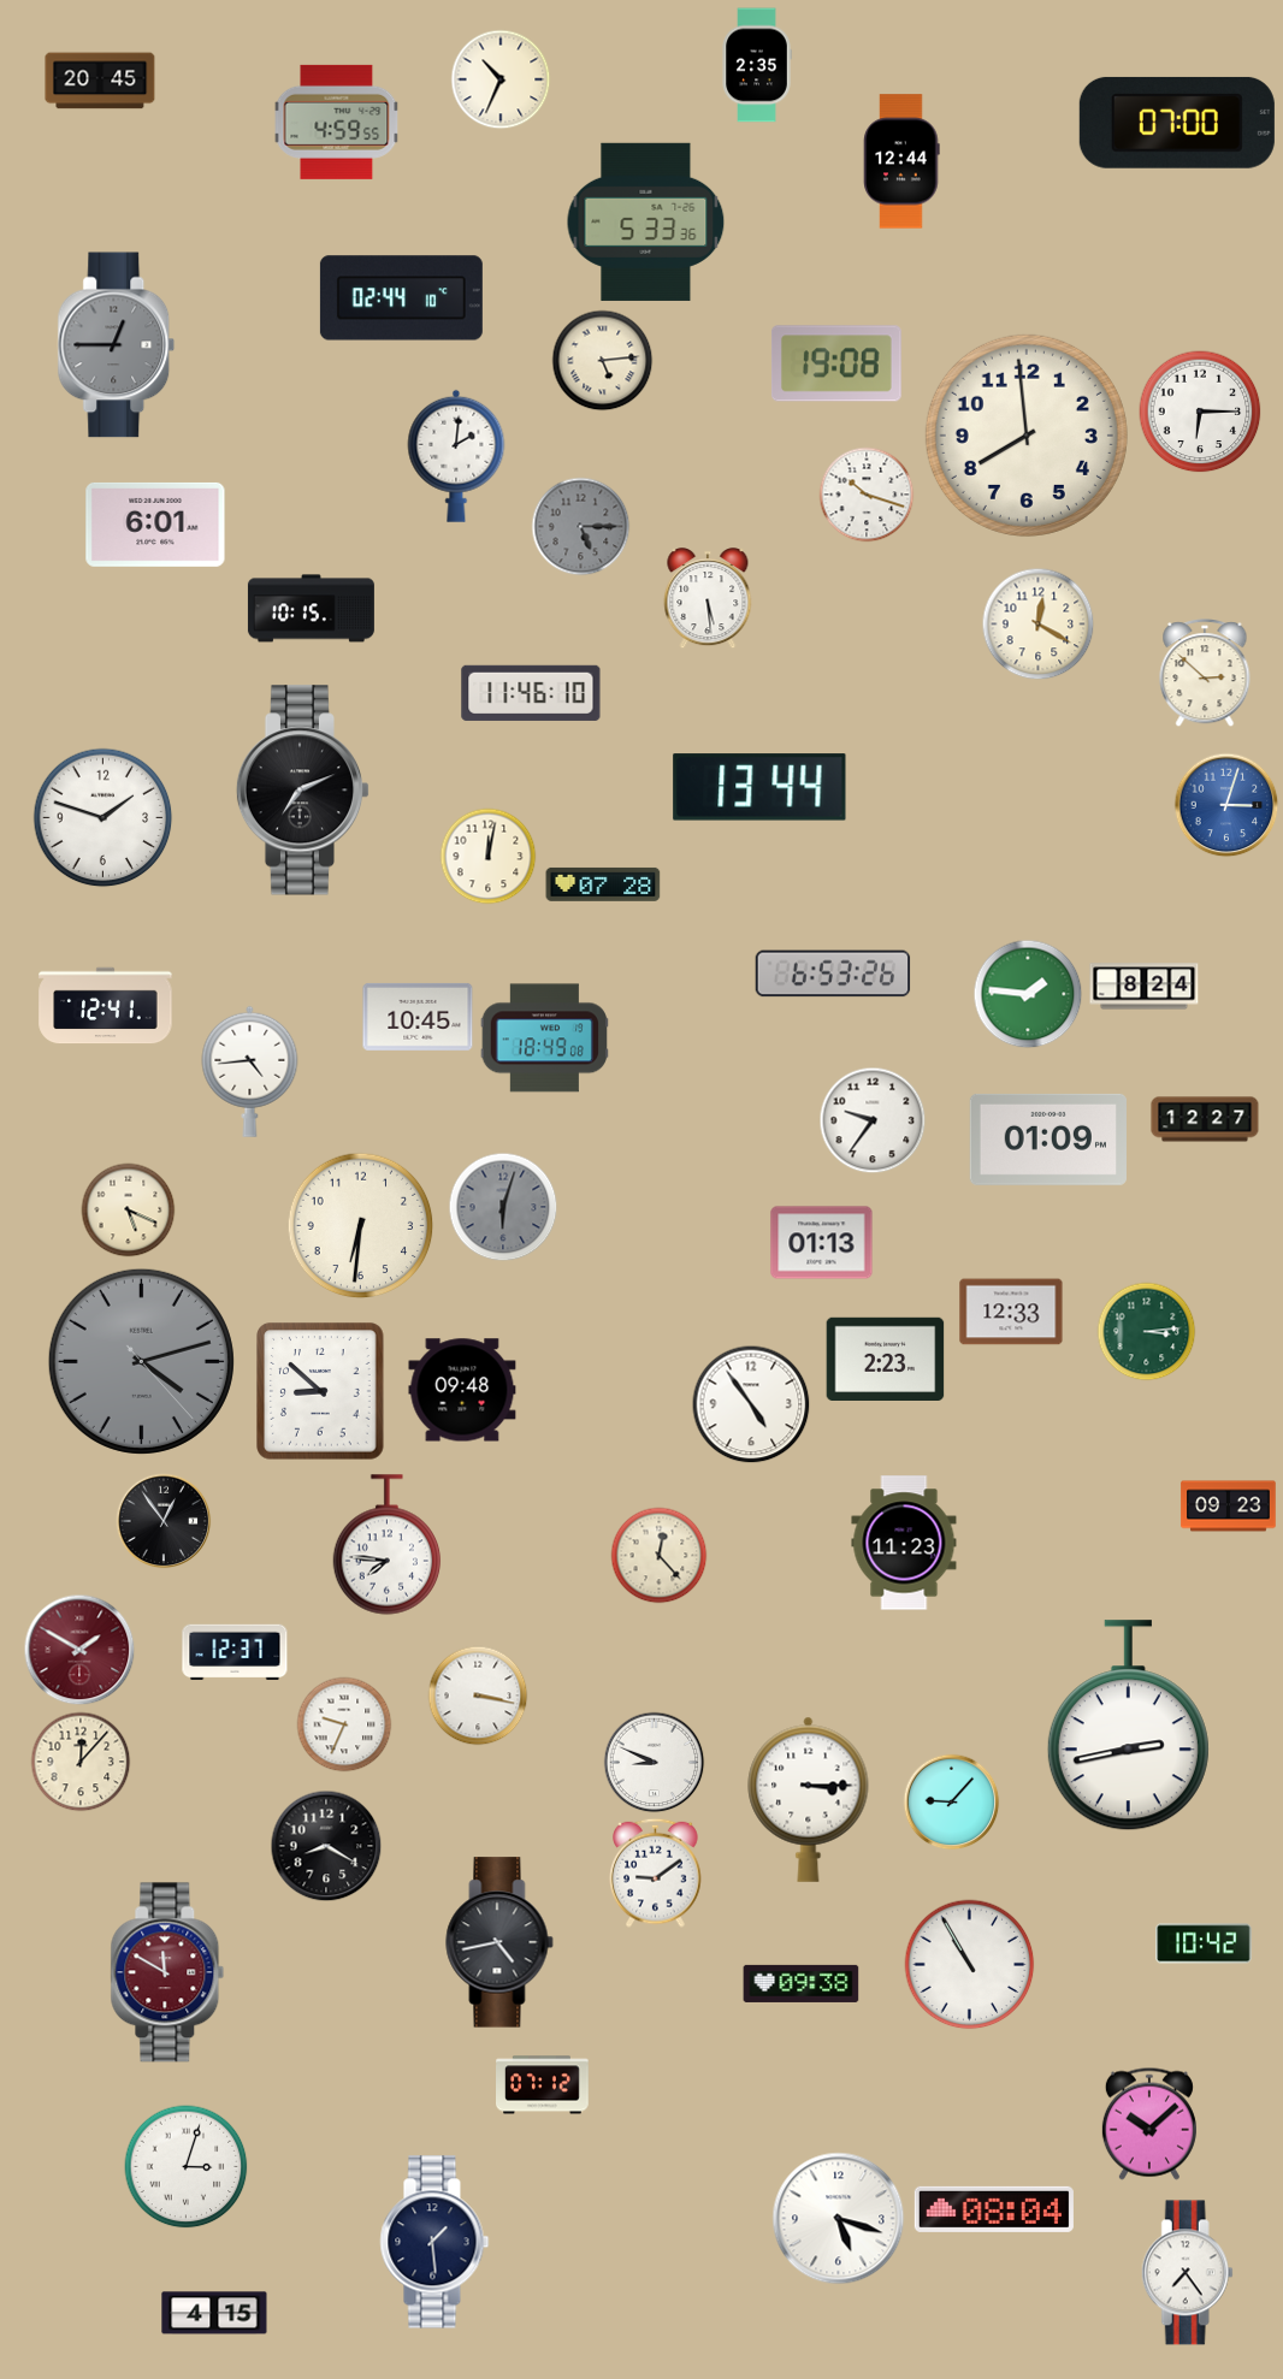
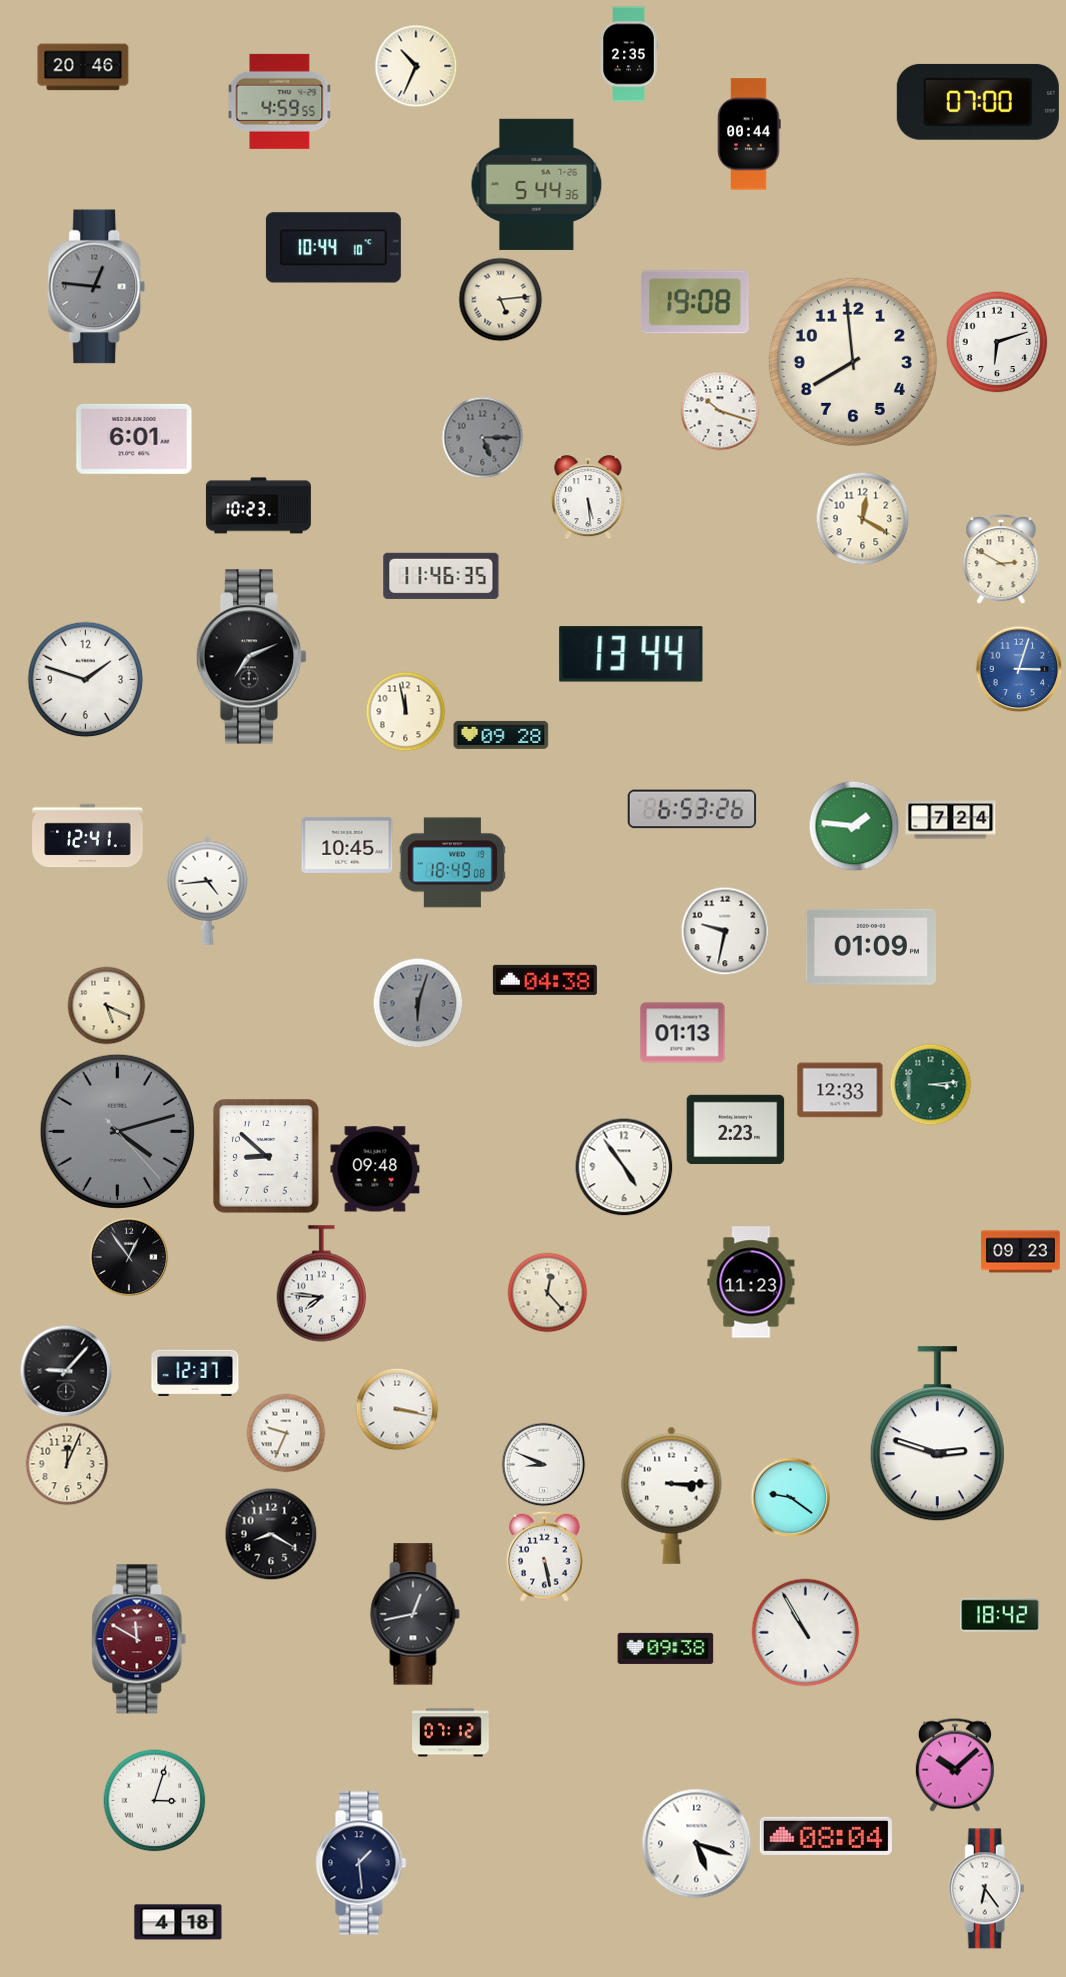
clock at (100, 81): 20:45 -> 20:46
clock at (901, 161): 12:44 -> 00:44
clock at (646, 221): 5:33 -> 5:44
clock at (401, 298): 02:44 -> 10:44
clock at (117, 345): 12:45 -> 12:46
clock at (1200, 412): 6:15 -> 6:12
clock at (456, 456): 2:01 -> none
clock at (155, 525) position: (155, 525) -> (134, 439)
clock at (311, 609): 10:15 -> 10:23
clock at (1205, 674): 2:52 -> 2:50
clock at (531, 693): 11:46:10 -> 11:46:35
clock at (489, 857): 12:02 -> 11:58
clock at (603, 884): 07:28 -> 09:28
clock at (1145, 987): 8:24 -> 7:24
clock at (1205, 1119): 12:27 -> none
clock at (873, 1120): 9:36 -> 9:32
clock at (545, 980): none -> 04:38
clock at (361, 1226): 6:31 -> none
clock at (1147, 1332) position: (1147, 1332) -> (931, 1085)
clock at (462, 1390) position: (462, 1390) -> (375, 1169)
clock at (164, 1521) position: (164, 1521) -> (129, 1257)
clock at (79, 1650): 1:50 -> 9:07
clock at (79, 1650) dial: burgundy -> black
clock at (1128, 1726): 2:43 -> 2:48
clock at (81, 1762): 12:07 -> 12:04
clock at (952, 1803): 9:07 -> 9:21
clock at (656, 1872): 9:09 -> 5:28
clock at (499, 1942): 4:43 -> 12:43
clock at (1204, 1943): 10:42 -> 18:42
clock at (1187, 2273): 7:24 -> 6:24
clock at (214, 2313): 4:15 -> 4:18
